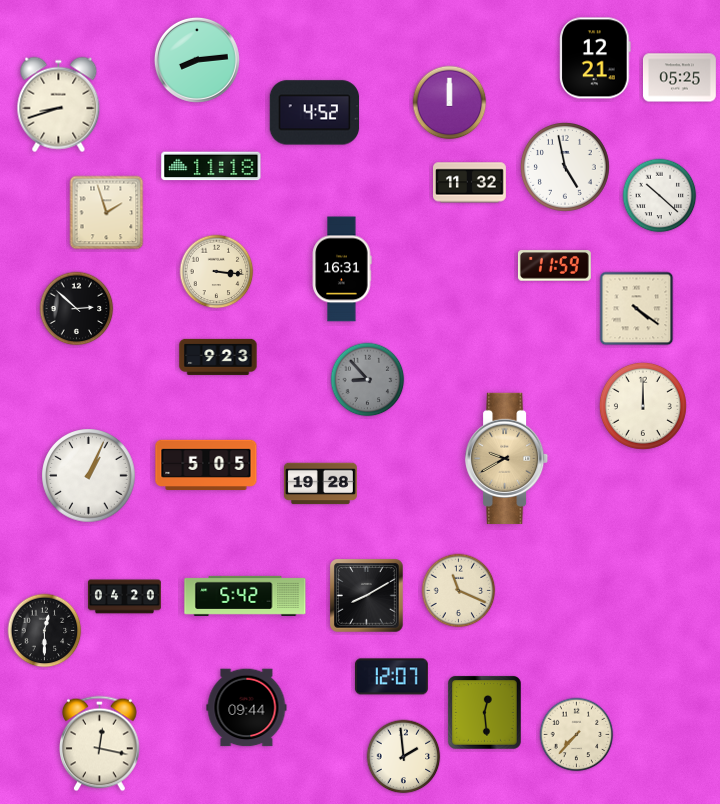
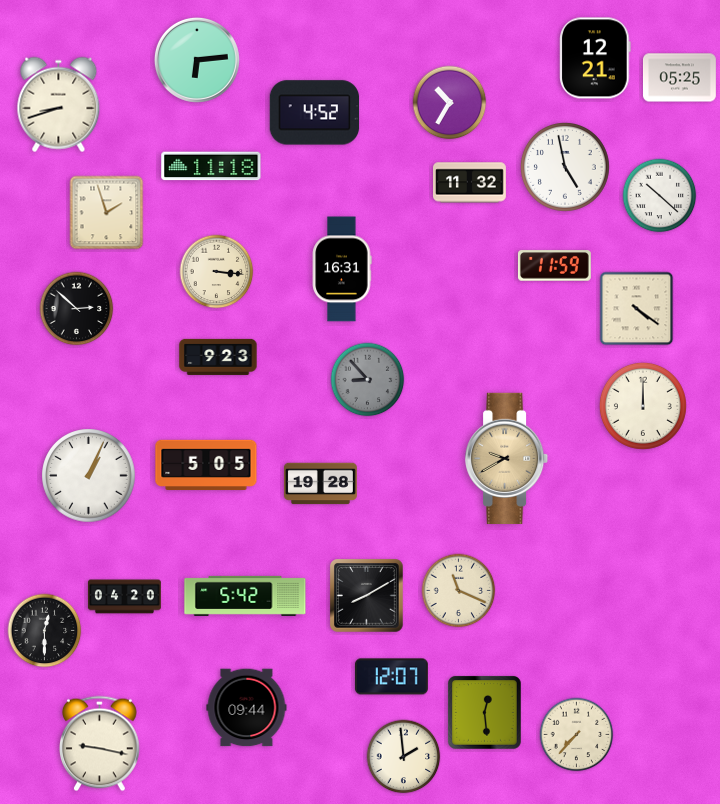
clock at (197, 60): 8:14 -> 6:14
clock at (450, 103): 12:00 -> 10:35
clock at (100, 744): 12:17 -> 9:17
